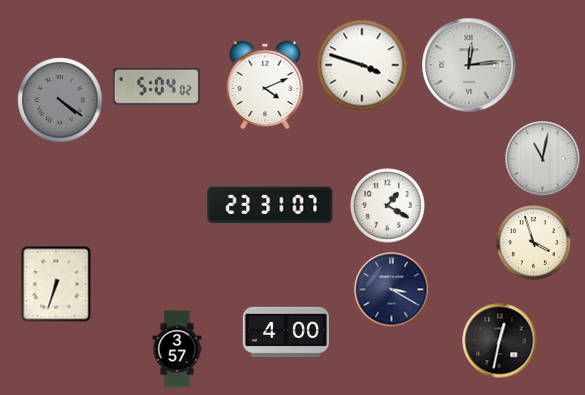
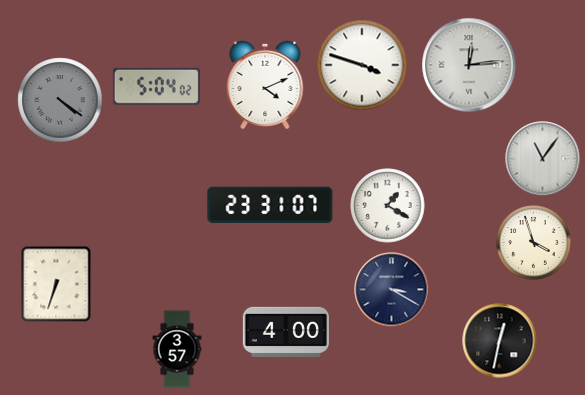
clock at (543, 159): 11:02 -> 11:06
